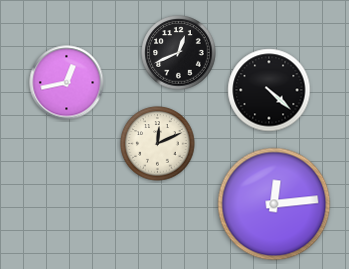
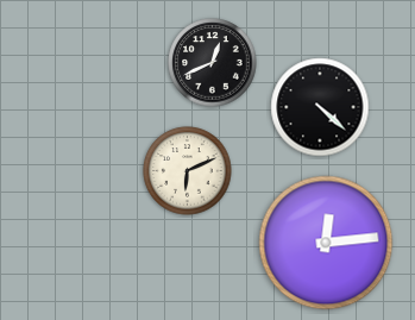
clock at (67, 83): 12:43 -> none
clock at (158, 144): 12:11 -> 6:11
